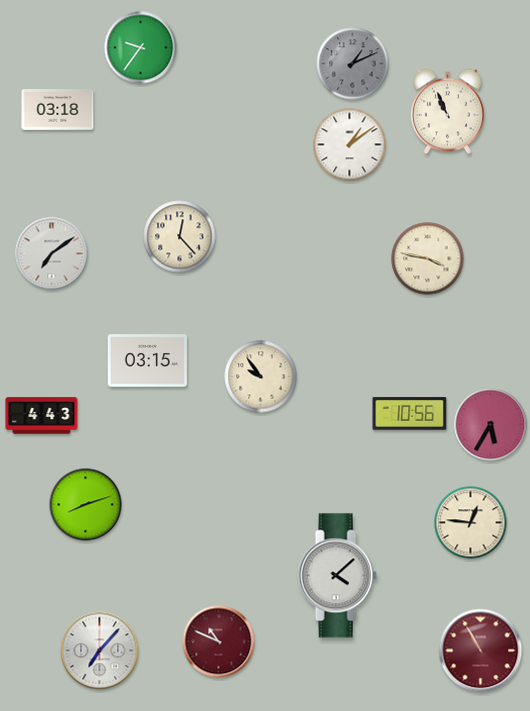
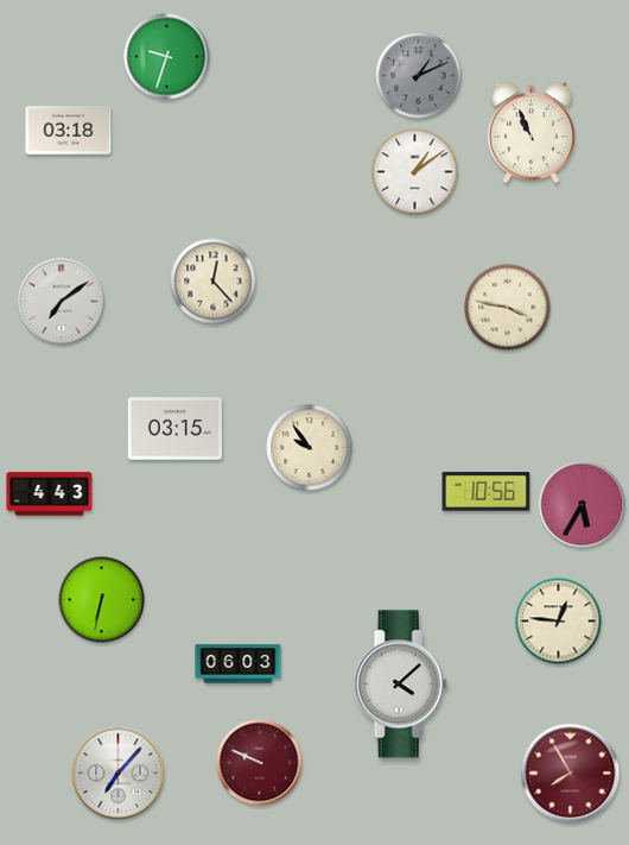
clock at (141, 48): 9:36 -> 9:33
clock at (86, 505): 8:12 -> 6:32
clock at (239, 664): none -> 06:03
clock at (219, 642): 10:49 -> 9:49
clock at (481, 651): 10:55 -> 7:55
